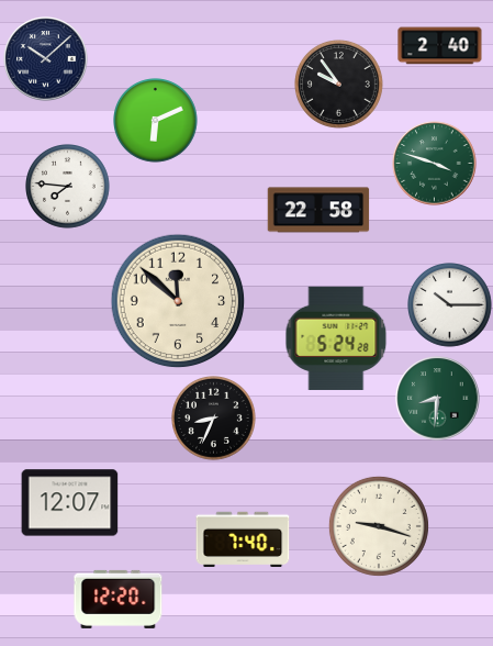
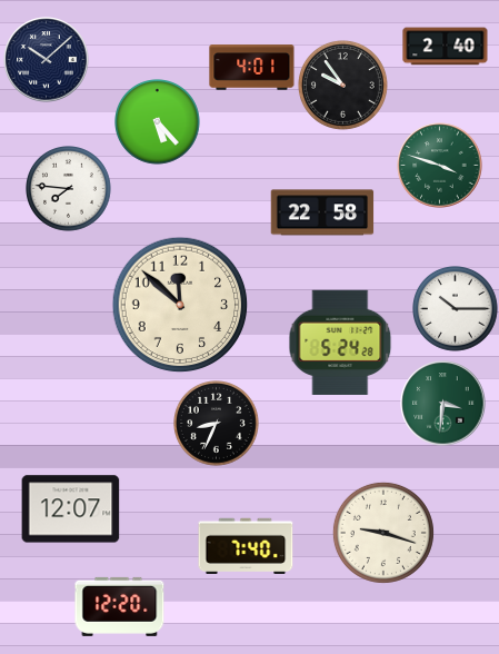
clock at (252, 68): none -> 4:01
clock at (156, 121): 6:11 -> 5:23
clock at (438, 399): 8:31 -> 3:31
